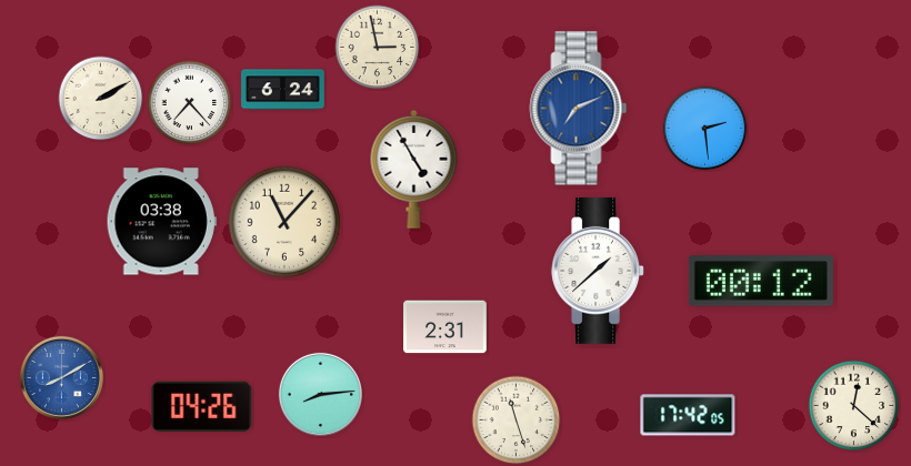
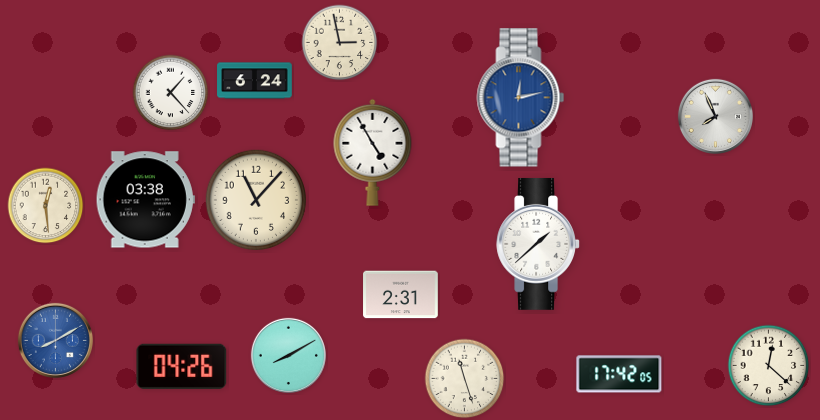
clock at (101, 99): 2:10 -> none
clock at (190, 103): 7:23 -> 1:23
clock at (579, 109): 7:11 -> 12:13
clock at (705, 129): 2:29 -> none
clock at (715, 116): none -> 7:56
clock at (46, 206): none -> 12:29
clock at (761, 281): 00:12 -> none
clock at (320, 394): 8:14 -> 8:10
